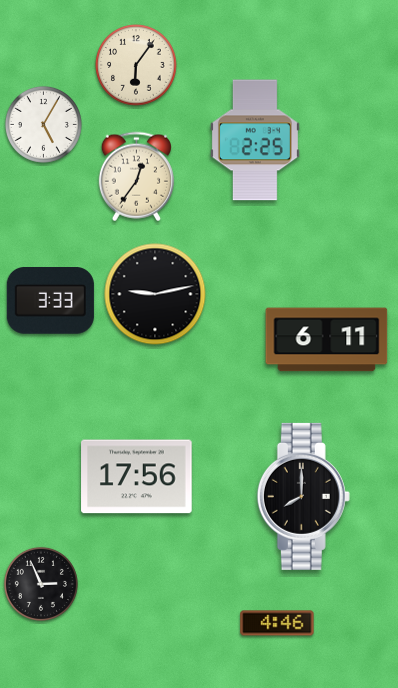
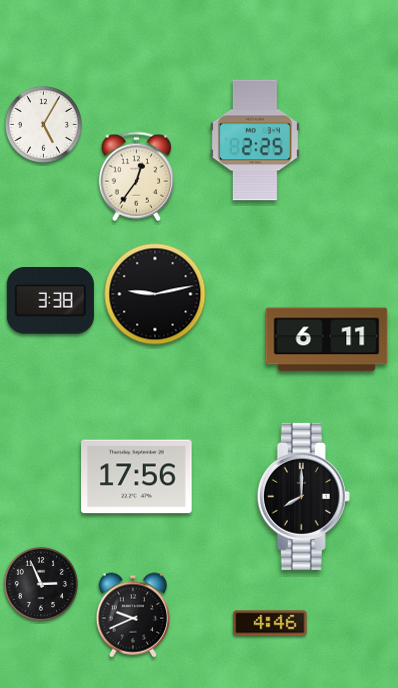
clock at (136, 65): 6:06 -> none
clock at (50, 301): 3:33 -> 3:38
clock at (133, 615): none -> 9:41
clock at (277, 623) position: (277, 623) -> (270, 623)
